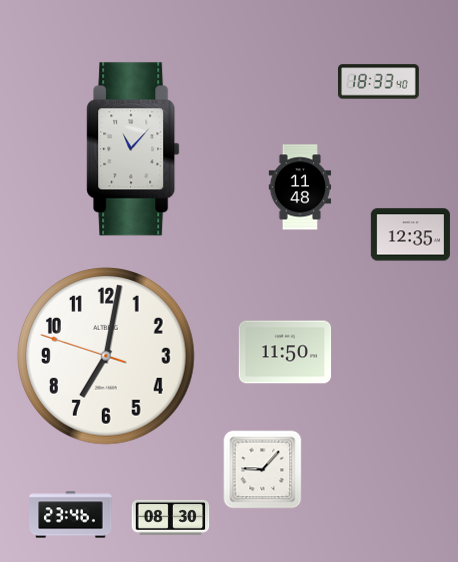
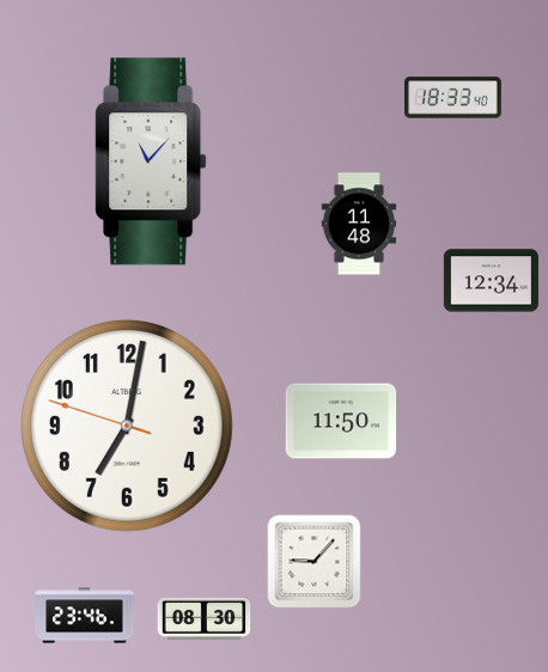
clock at (133, 149) position: (133, 149) -> (151, 161)
clock at (410, 235): 12:35 -> 12:34
